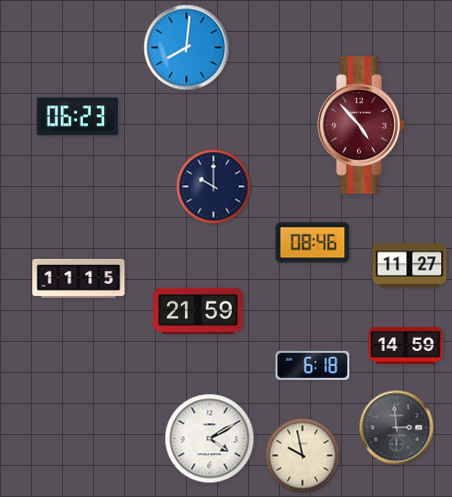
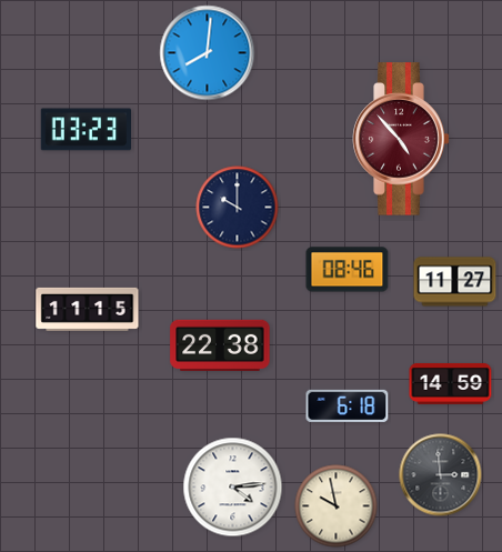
clock at (77, 117): 06:23 -> 03:23
clock at (410, 266) position: (410, 266) -> (455, 282)
clock at (198, 311): 21:59 -> 22:38
clock at (210, 439): 4:10 -> 4:14
